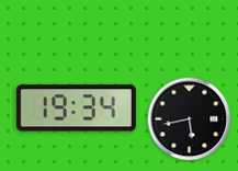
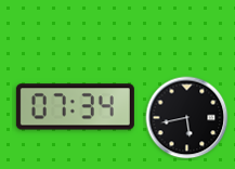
clock at (76, 109): 19:34 -> 07:34
